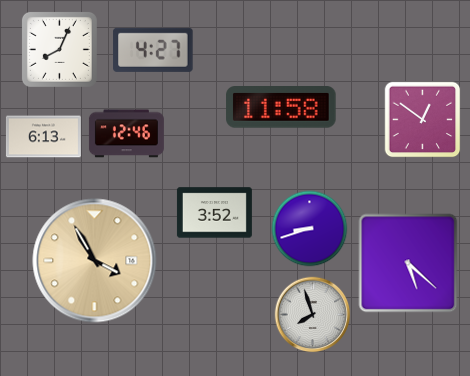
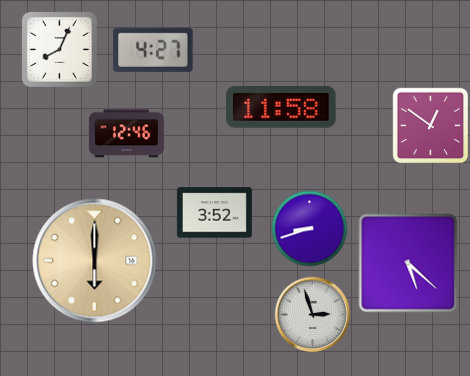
clock at (423, 120) position: (423, 120) -> (431, 126)
clock at (43, 137): 6:13 -> none
clock at (95, 261): 3:55 -> 6:00
clock at (313, 315): 7:57 -> 2:57
